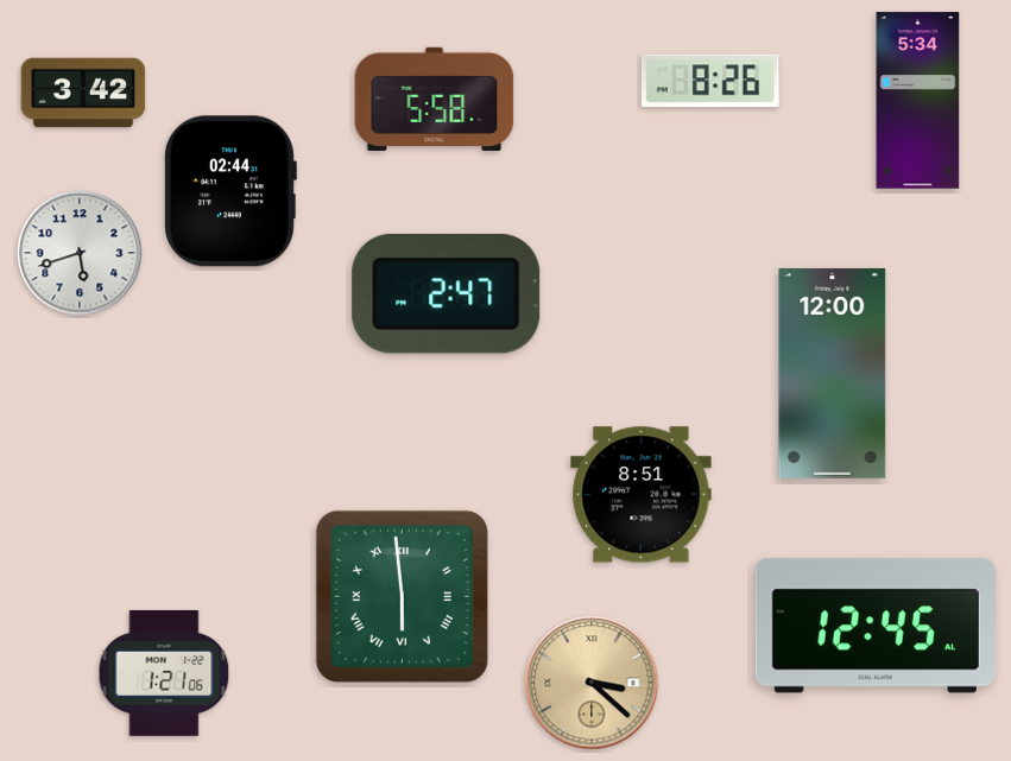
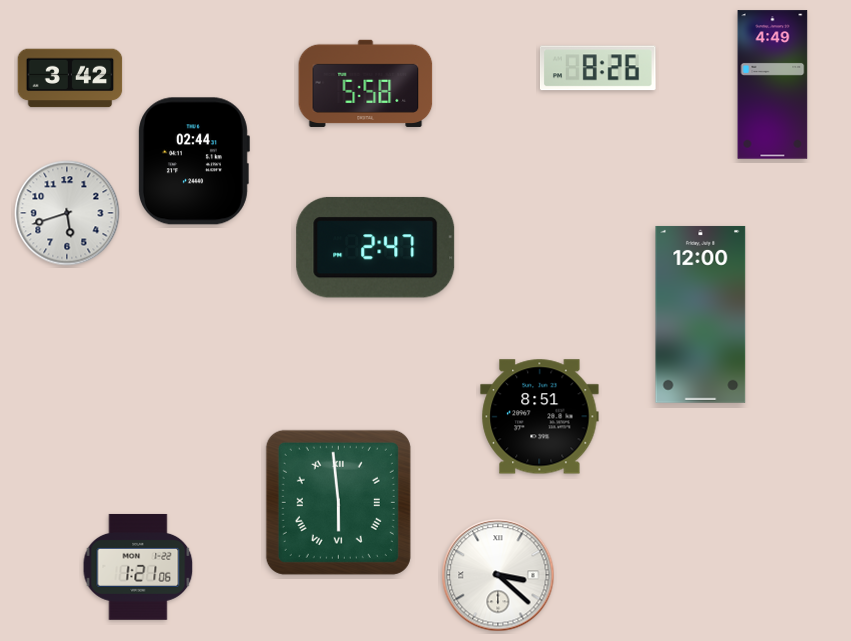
clock at (918, 101): 5:34 -> 4:49
clock at (876, 626): 12:45 -> none
clock at (592, 683) dial: champagne -> white
